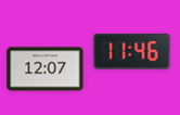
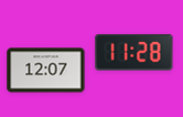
clock at (132, 51): 11:46 -> 11:28
